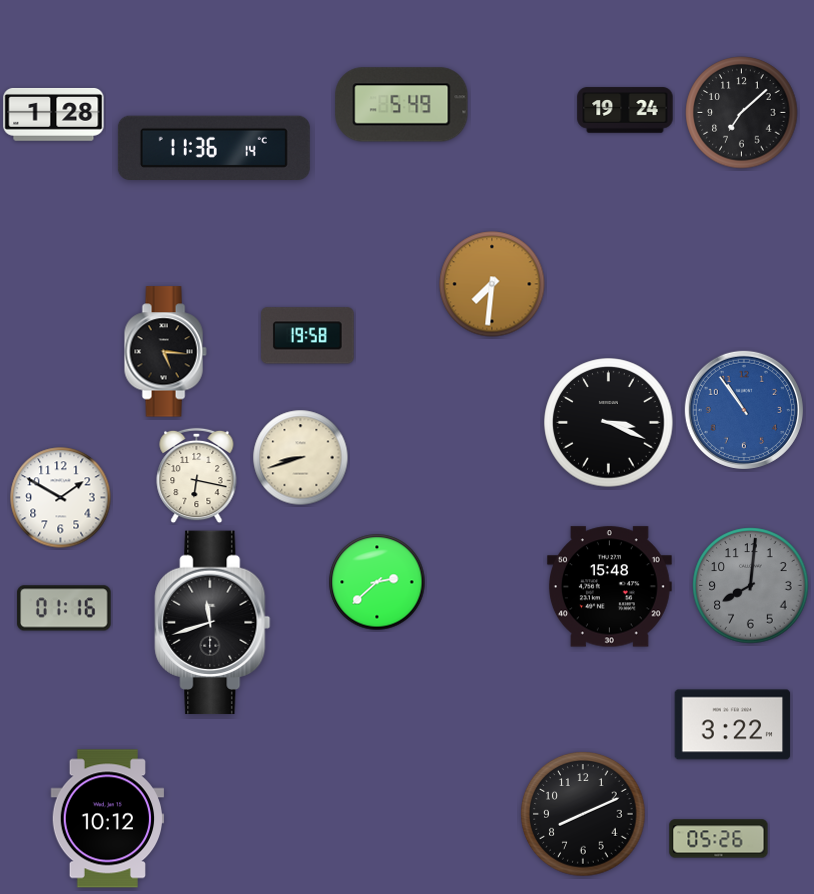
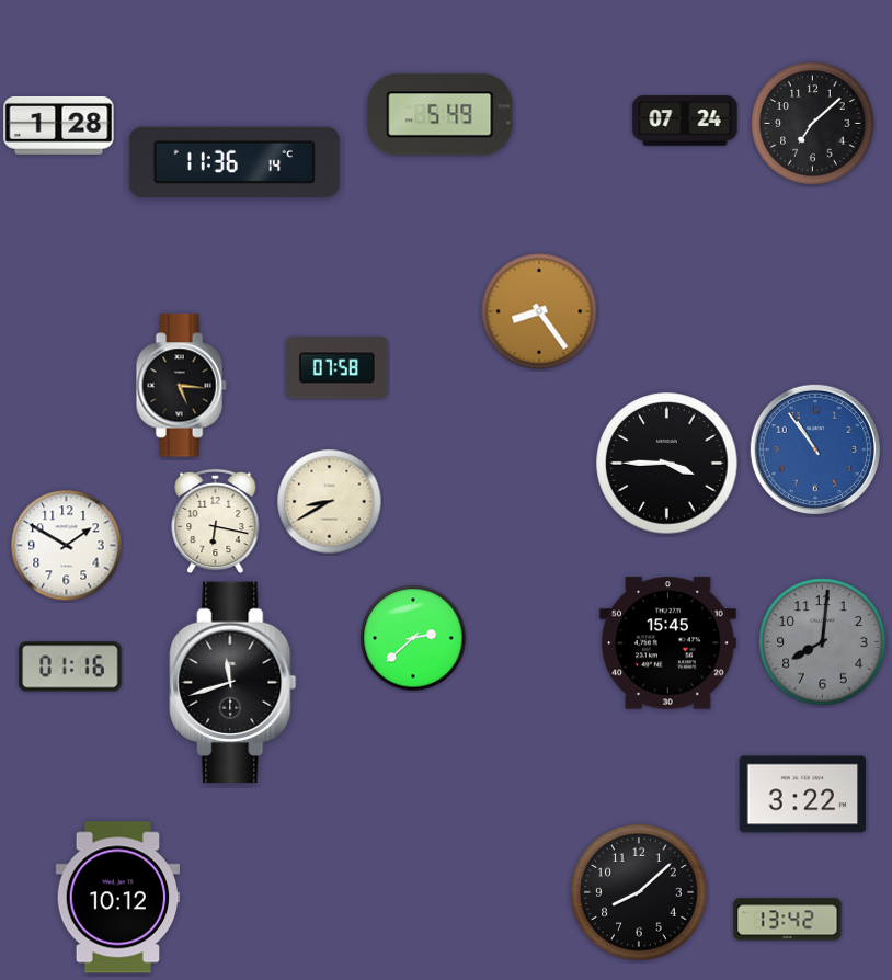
clock at (625, 110): 19:24 -> 07:24
clock at (492, 284): 7:31 -> 8:24
clock at (308, 336): 19:58 -> 07:58
clock at (609, 423): 3:19 -> 3:45
clock at (301, 458): 8:42 -> 8:40
clock at (609, 587): 15:48 -> 15:45
clock at (583, 814): 8:11 -> 8:08
clock at (719, 839): 05:26 -> 13:42
